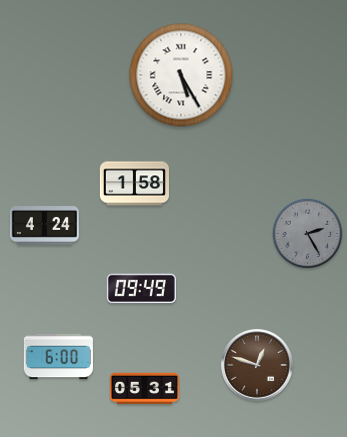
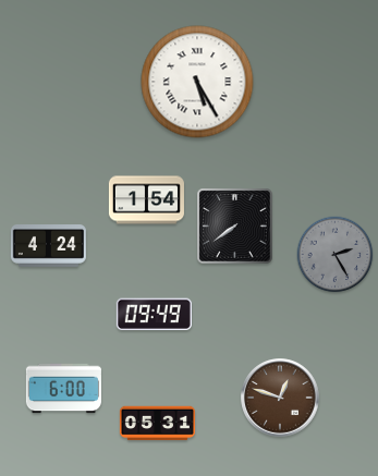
clock at (134, 184): 1:58 -> 1:54
clock at (235, 227): none -> 7:39
